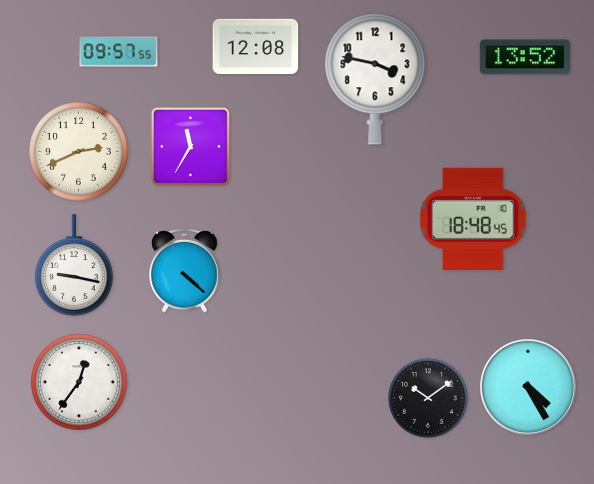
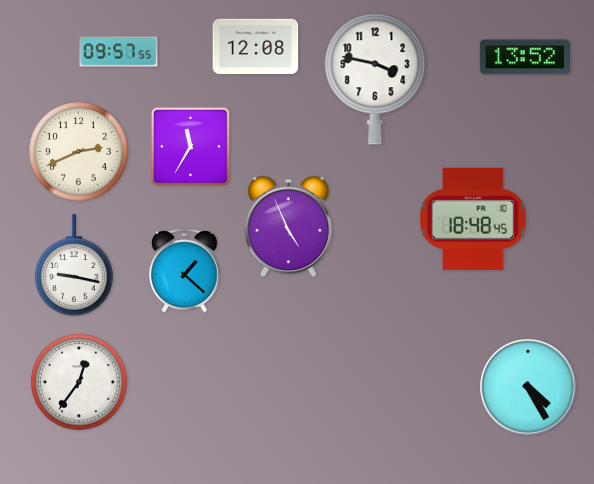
clock at (288, 227): none -> 4:56
clock at (185, 271): 4:22 -> 1:22
clock at (428, 398): 10:09 -> none
